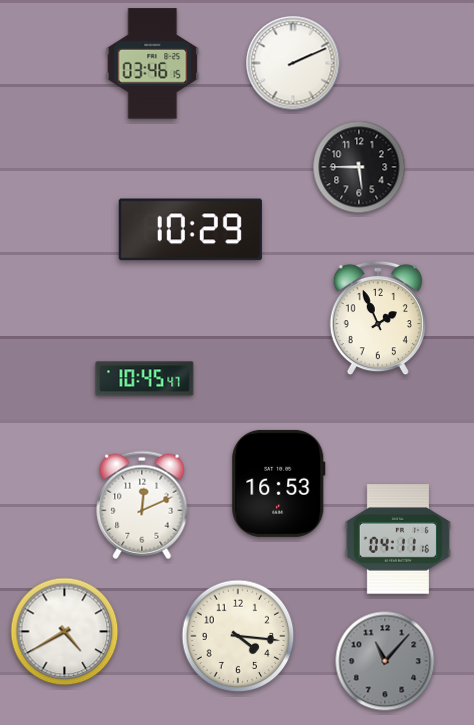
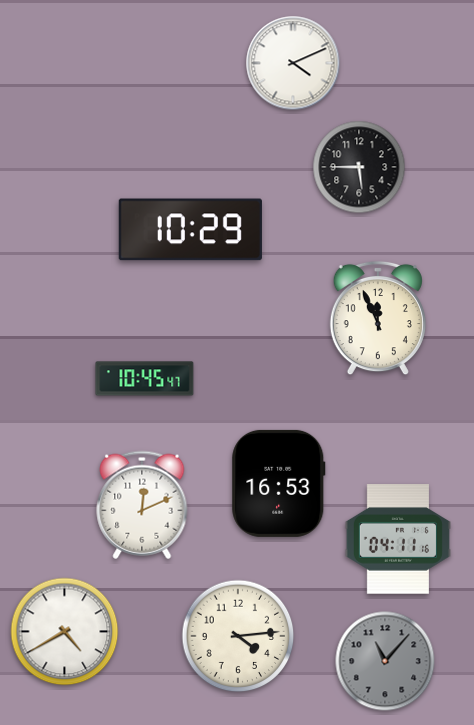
clock at (293, 63): 2:11 -> 4:11
clock at (153, 64): 03:46 -> none
clock at (378, 318): 1:56 -> 11:56
clock at (238, 636): 4:16 -> 4:14
